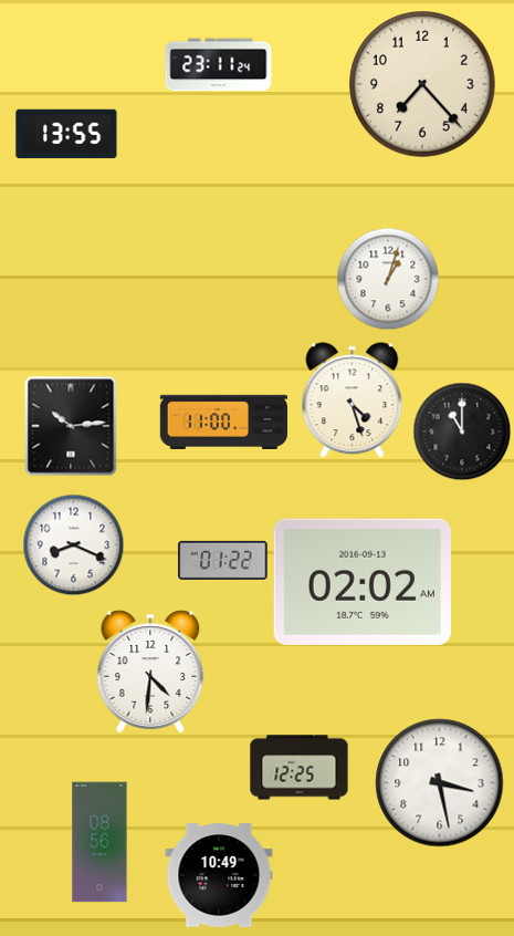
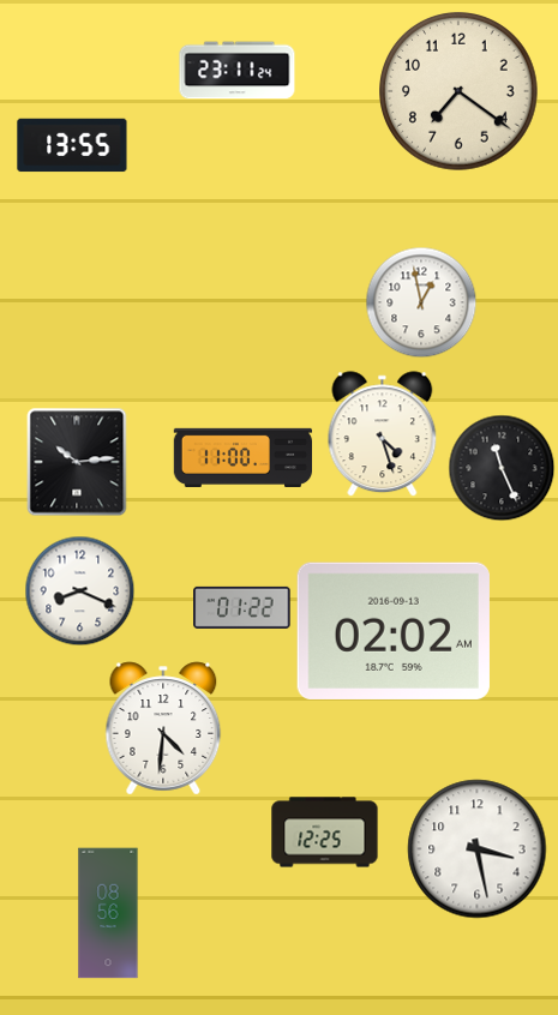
clock at (423, 85): 7:23 -> 7:21
clock at (388, 279): 1:03 -> 12:58
clock at (462, 431): 11:00 -> 11:26
clock at (219, 875): 10:49 -> none
